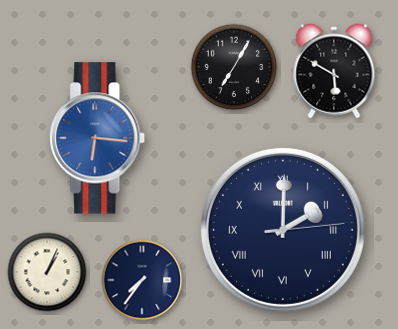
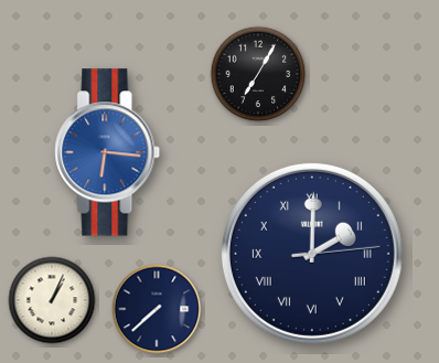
clock at (334, 71): 5:50 -> none
clock at (142, 280): 7:36 -> 7:38
